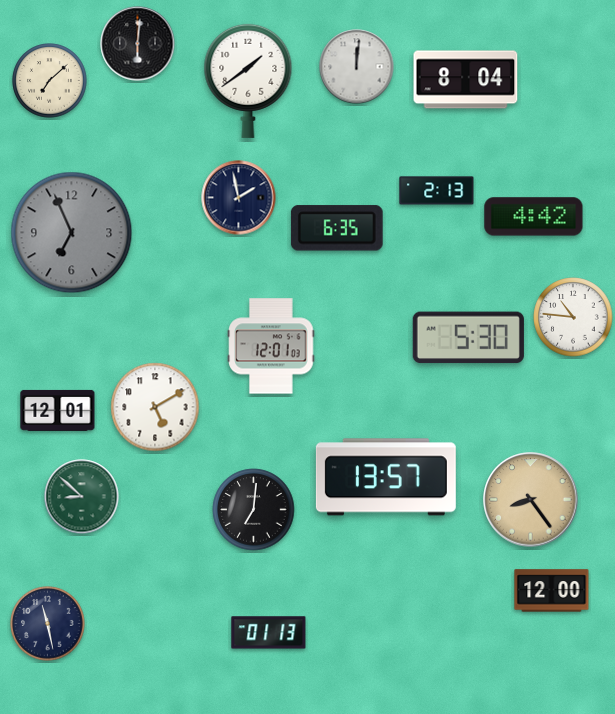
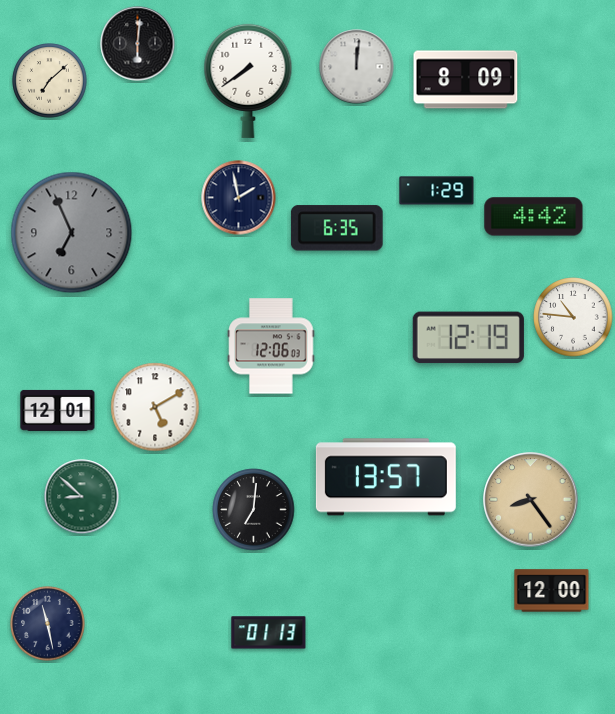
clock at (466, 80): 8:04 -> 8:09
clock at (248, 81): 1:39 -> 7:39
clock at (437, 191): 2:13 -> 1:29
clock at (468, 338): 5:30 -> 12:19
clock at (271, 346): 12:01 -> 12:06
